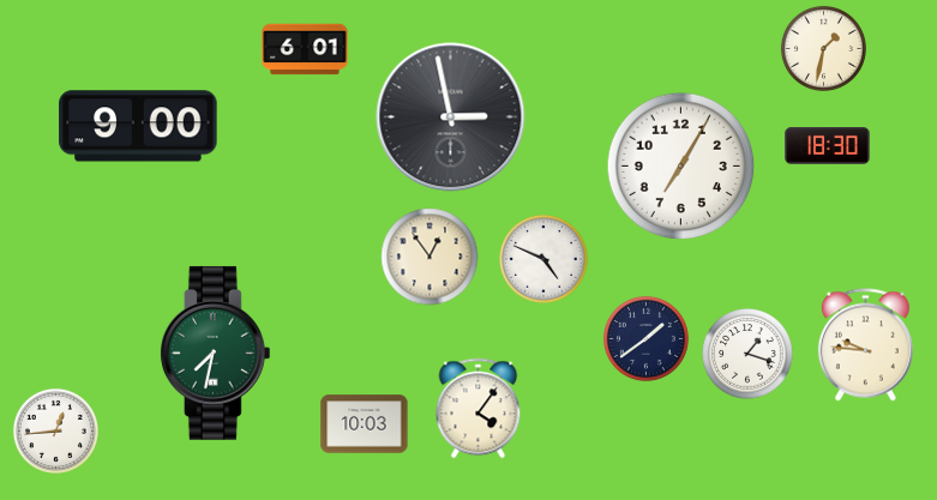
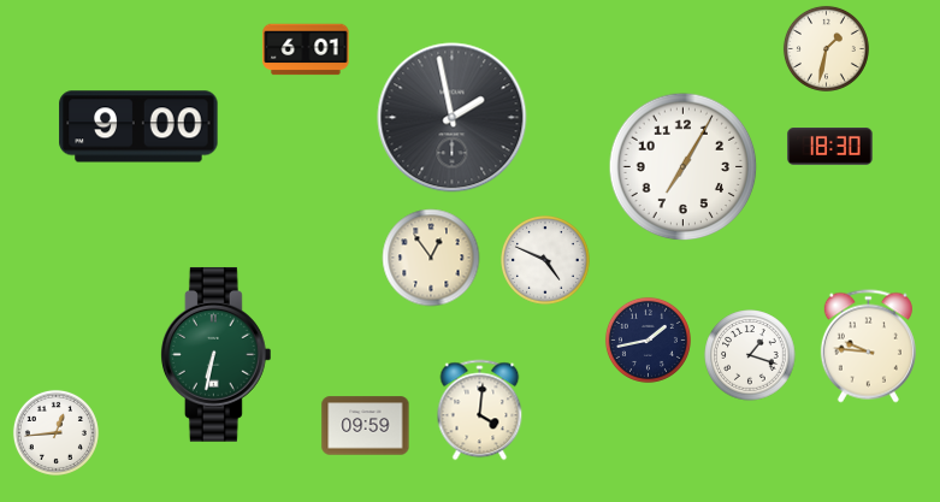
clock at (451, 118): 2:58 -> 1:58
clock at (645, 338): 1:39 -> 1:43
clock at (215, 354): 7:32 -> 6:32
clock at (479, 409): 4:06 -> 4:01
clock at (365, 424): 10:03 -> 09:59
